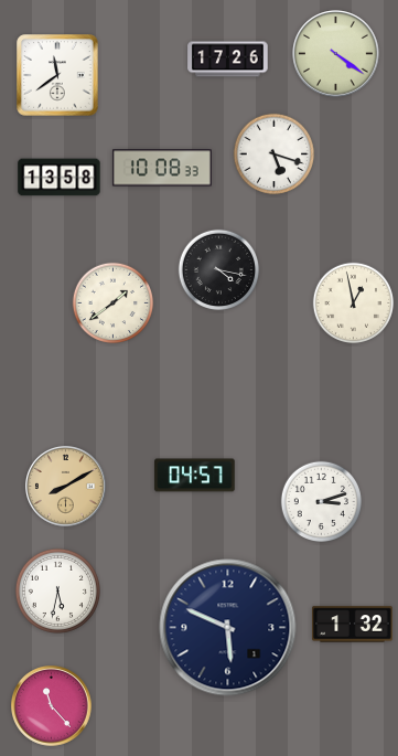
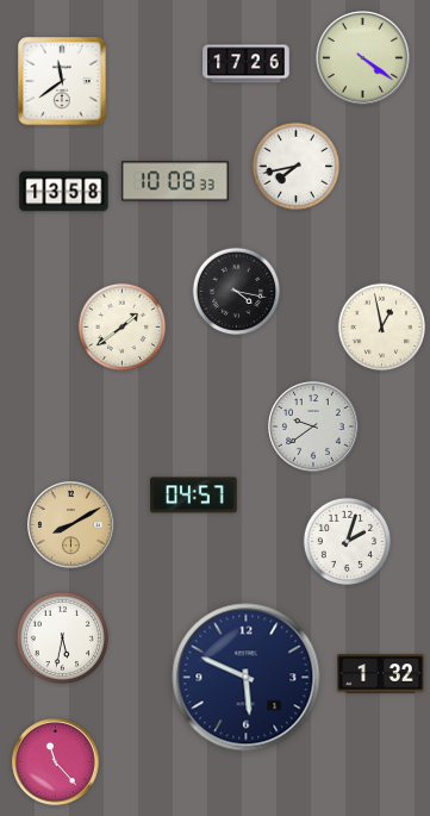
clock at (275, 155): 5:18 -> 7:43
clock at (313, 426): none -> 9:39
clock at (195, 476) position: (195, 476) -> (194, 496)
clock at (322, 502): 3:12 -> 2:03
